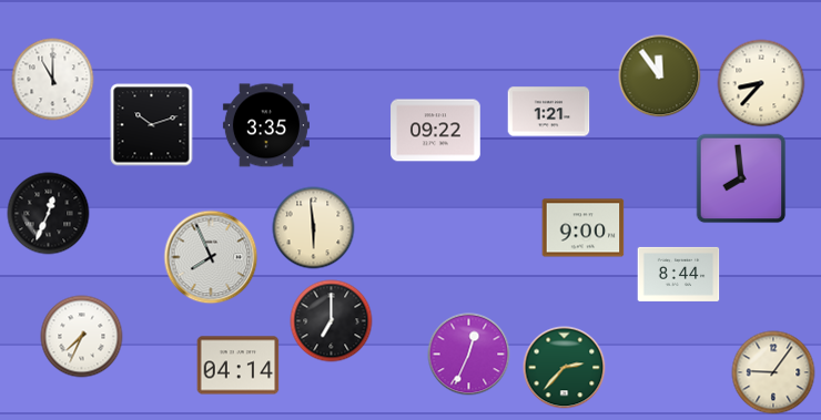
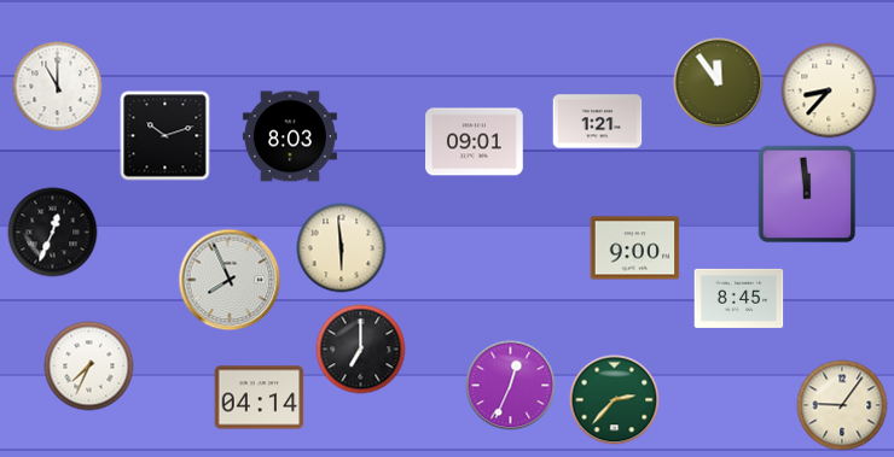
clock at (266, 125): 3:35 -> 8:03
clock at (436, 131): 09:22 -> 09:01
clock at (741, 178): 7:59 -> 11:59
clock at (679, 274): 8:44 -> 8:45
